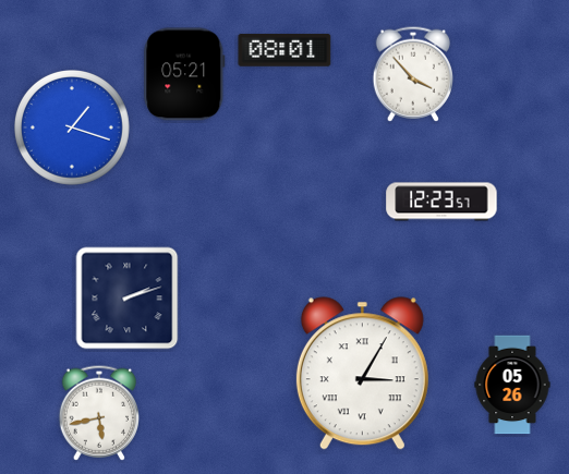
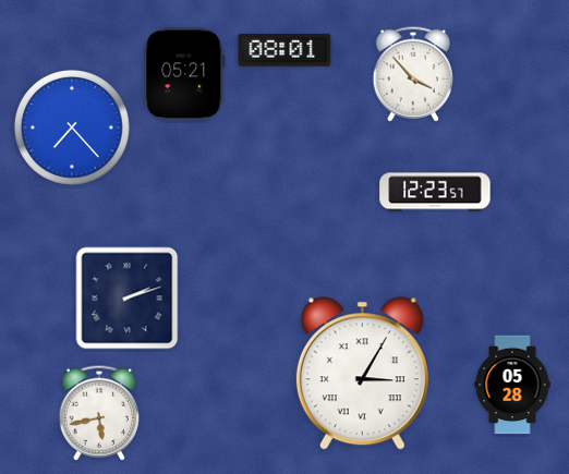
clock at (73, 129): 1:18 -> 7:23
clock at (441, 202) position: (441, 202) -> (435, 192)
clock at (512, 385): 05:26 -> 05:28
